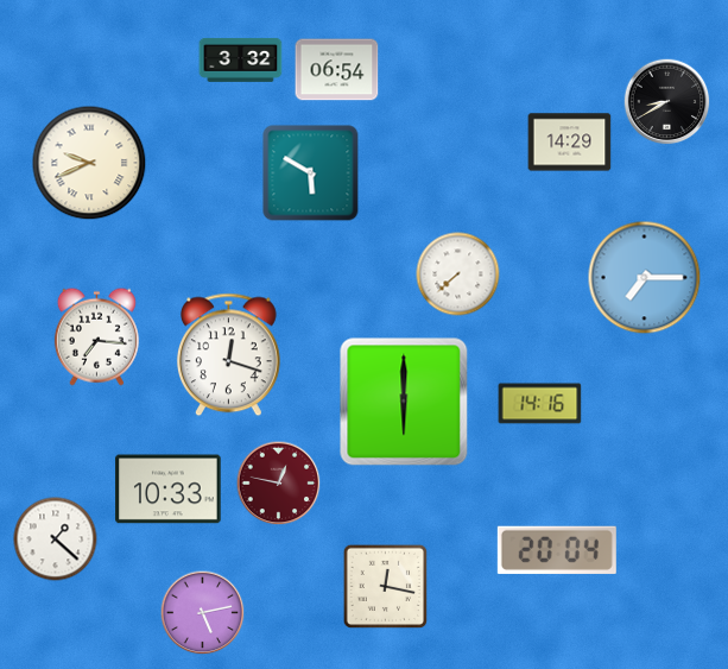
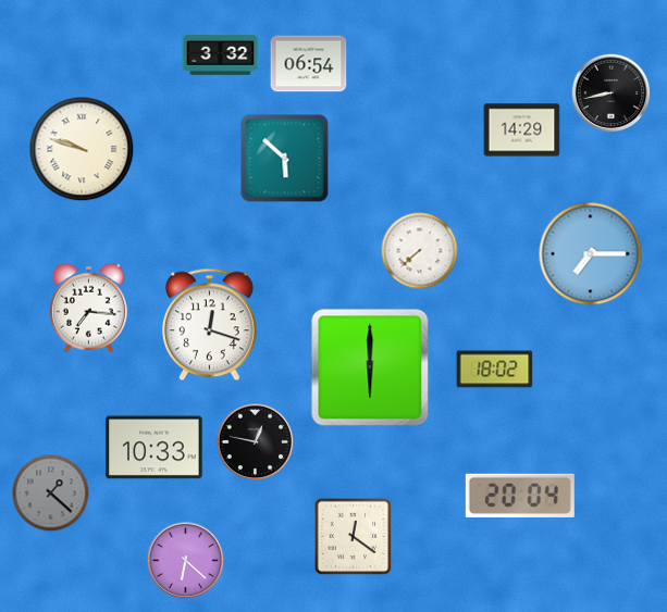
clock at (667, 102): 8:40 -> 8:43
clock at (89, 163): 9:41 -> 9:48
clock at (311, 173): 5:50 -> 5:52
clock at (540, 404): 14:16 -> 18:02
clock at (279, 484) dial: burgundy -> black
clock at (56, 539) dial: white -> grey
clock at (557, 550) position: (557, 550) -> (520, 496)
clock at (385, 586): 12:17 -> 12:21
clock at (203, 613): 5:13 -> 6:22
